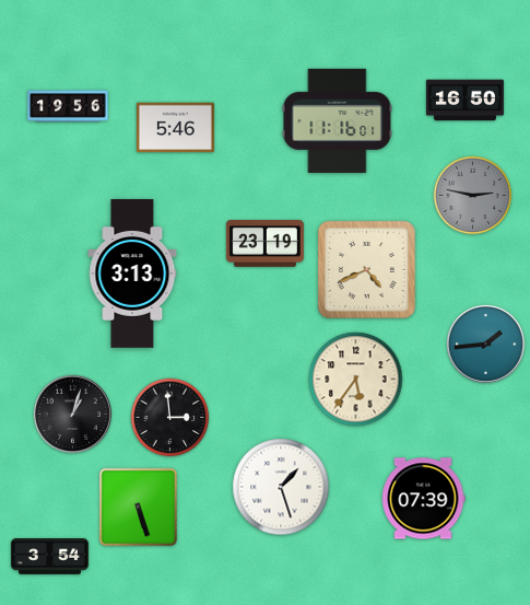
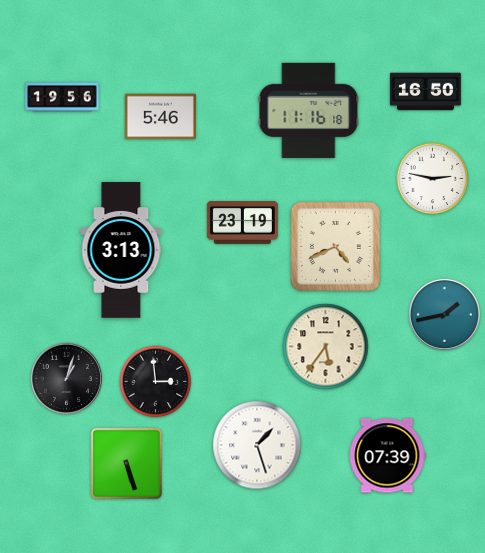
clock at (338, 120): 11:16:01 -> 11:16:18
clock at (473, 196) dial: grey -> white
clock at (485, 344): 1:44 -> 1:43
clock at (49, 557): 3:54 -> none
